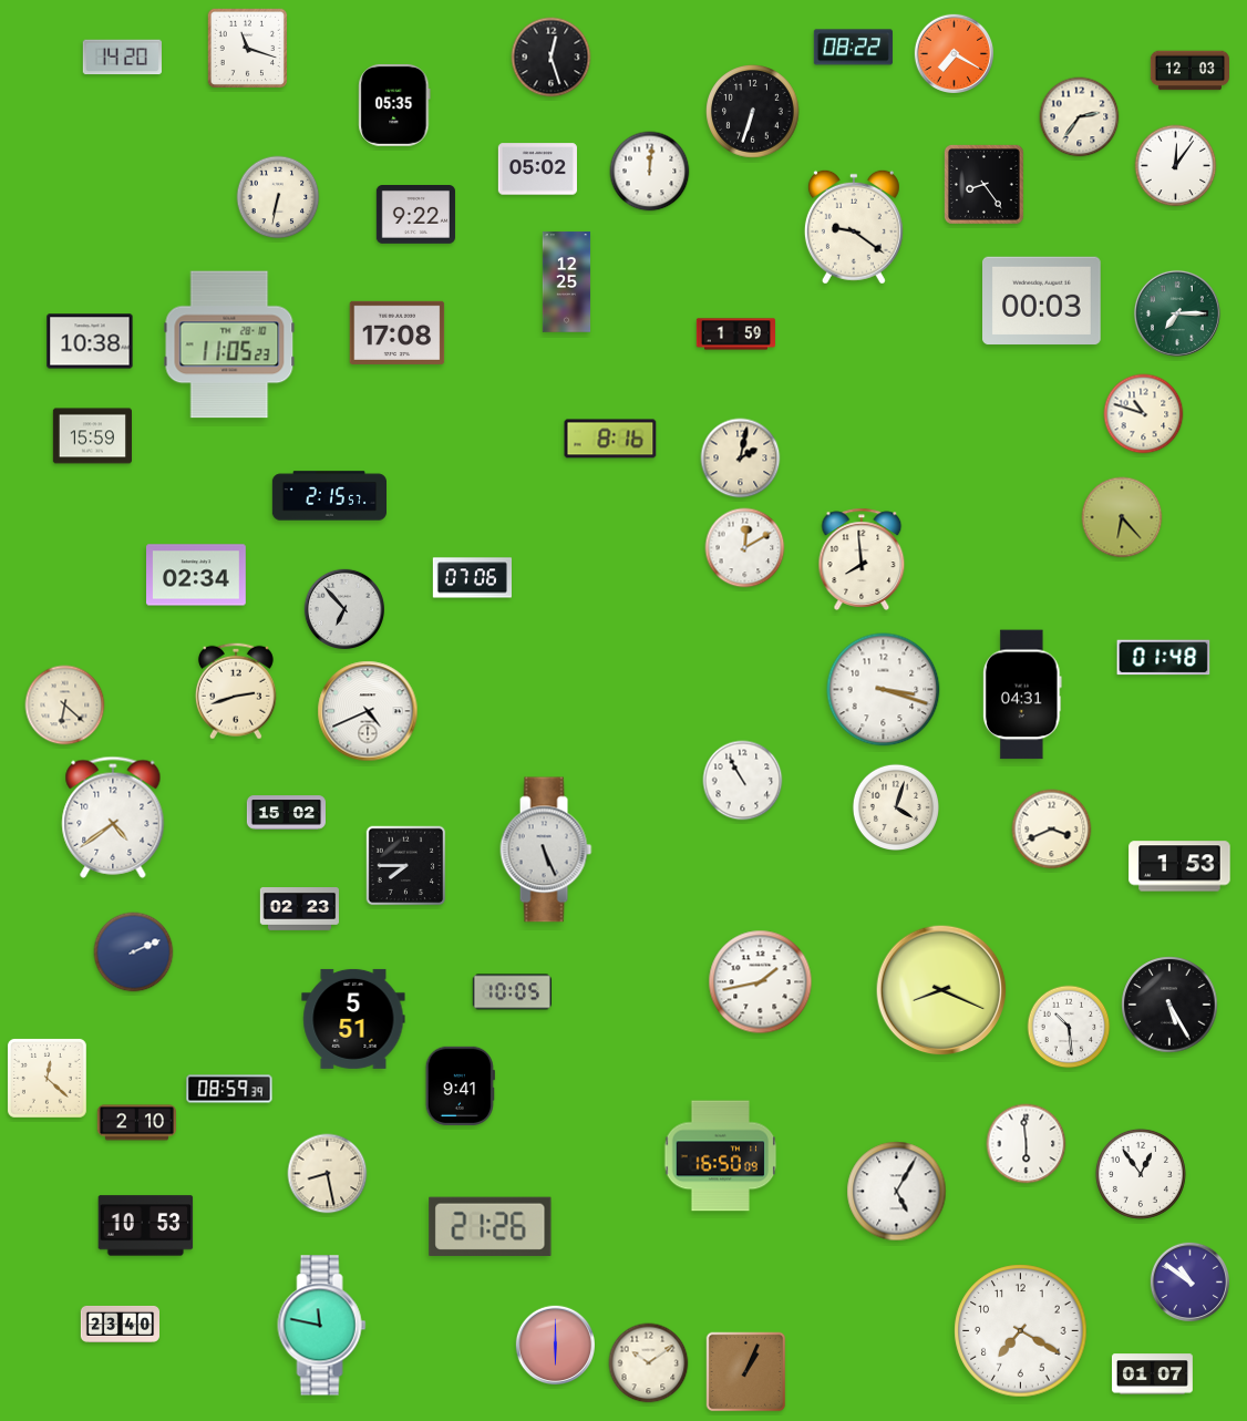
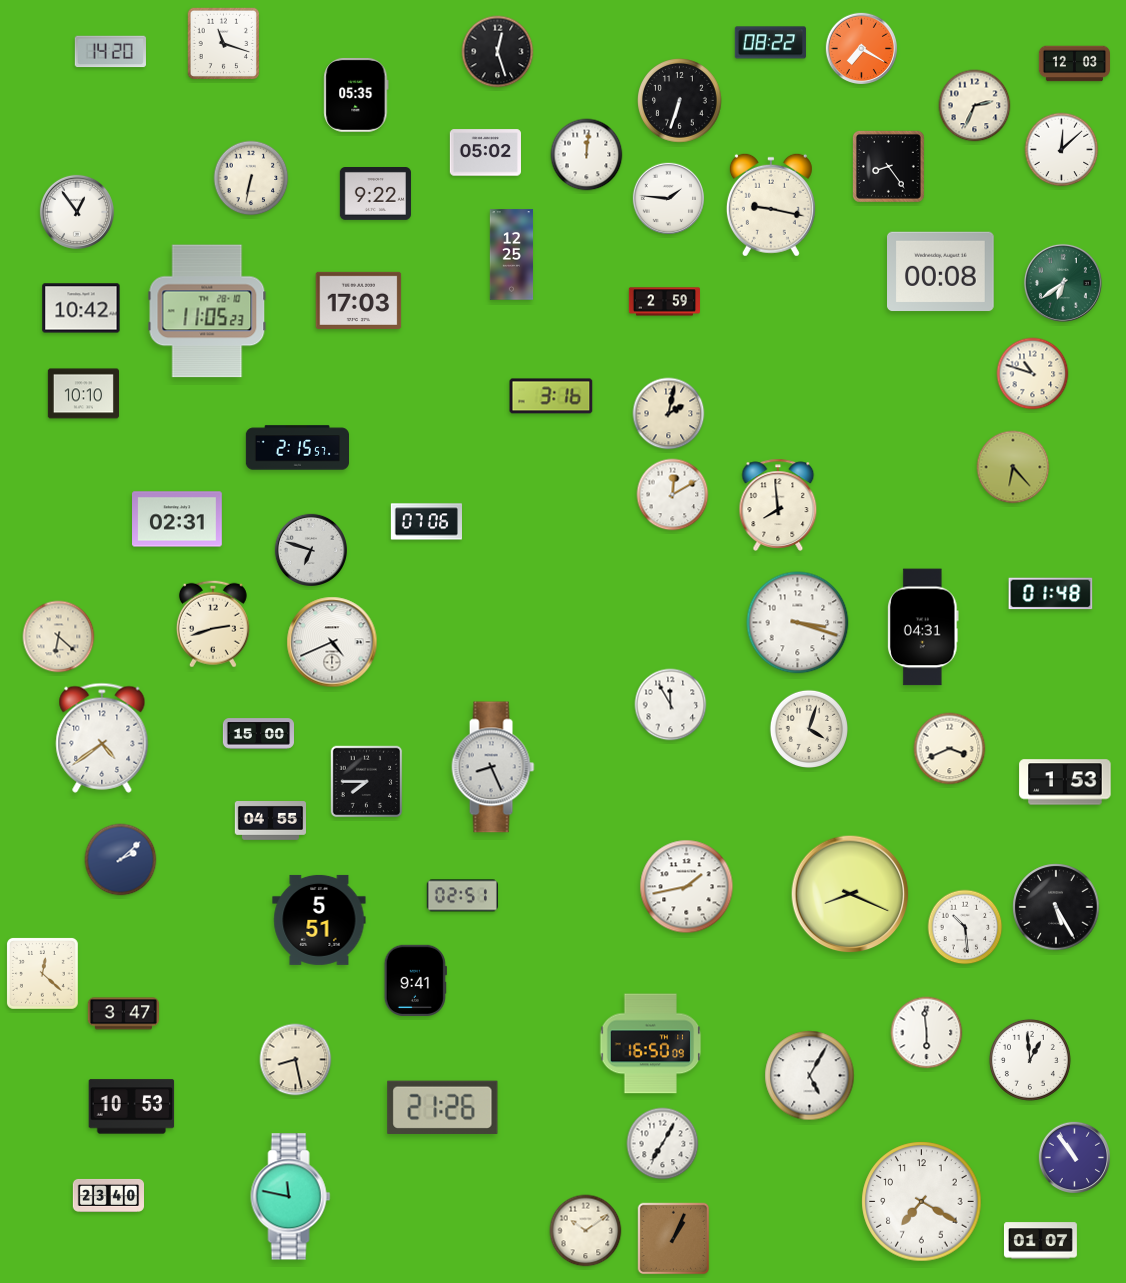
clock at (1080, 117): 2:36 -> 2:34
clock at (1176, 166): 12:06 -> 12:08
clock at (668, 198): none -> 1:46
clock at (854, 227): 9:21 -> 9:17
clock at (77, 212): none -> 12:54
clock at (1042, 301): 00:03 -> 00:08
clock at (1177, 313): 7:15 -> 6:39
clock at (398, 332): 17:08 -> 17:03
clock at (735, 334): 1:59 -> 2:59
clock at (90, 341): 10:38 -> 10:42
clock at (92, 436): 15:59 -> 10:10
clock at (610, 439): 8:16 -> 3:16
clock at (197, 575): 02:34 -> 02:31
clock at (343, 608): 6:53 -> 6:48
clock at (743, 781): 10:55 -> 11:55
clock at (286, 813): 15:02 -> 15:00
clock at (546, 849): 5:26 -> 8:26
clock at (299, 909): 02:23 -> 04:55
clock at (134, 953): 2:11 -> 2:08
clock at (512, 992): 10:05 -> 02:51
clock at (229, 1089): 08:59 -> none
clock at (136, 1123): 2:10 -> 3:47
clock at (1141, 1174): 12:54 -> 12:59
clock at (663, 1144): none -> 7:05
clock at (1189, 1281): 10:51 -> 10:54
clock at (555, 1345): 6:00 -> none
